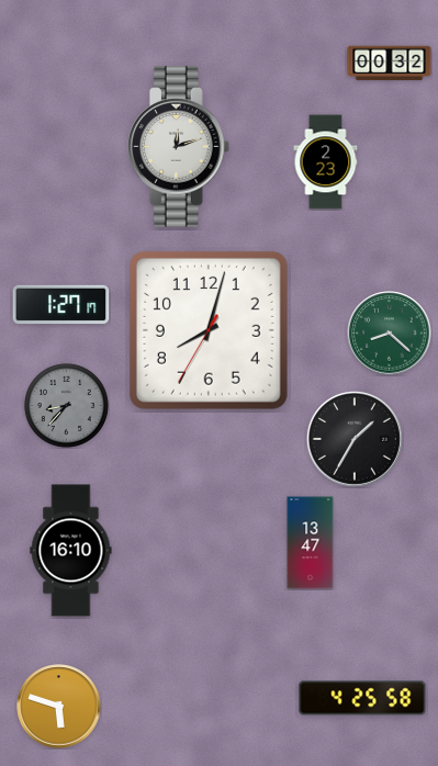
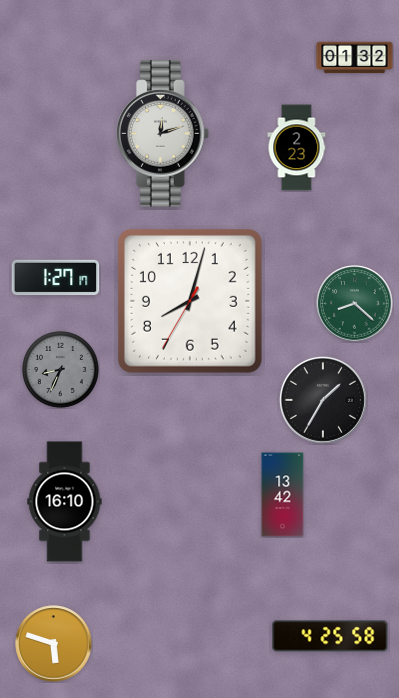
clock at (390, 64): 00:32 -> 01:32
clock at (66, 405): 8:37 -> 8:34
clock at (311, 543): 13:47 -> 13:42
